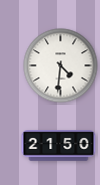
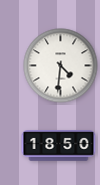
clock at (59, 146): 21:50 -> 18:50
